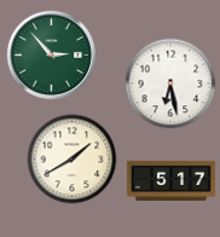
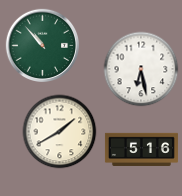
clock at (52, 56): 2:53 -> 10:53
clock at (170, 180): 5:17 -> 5:16
